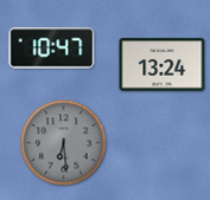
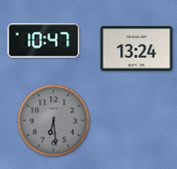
clock at (163, 65) position: (163, 65) -> (137, 49)
